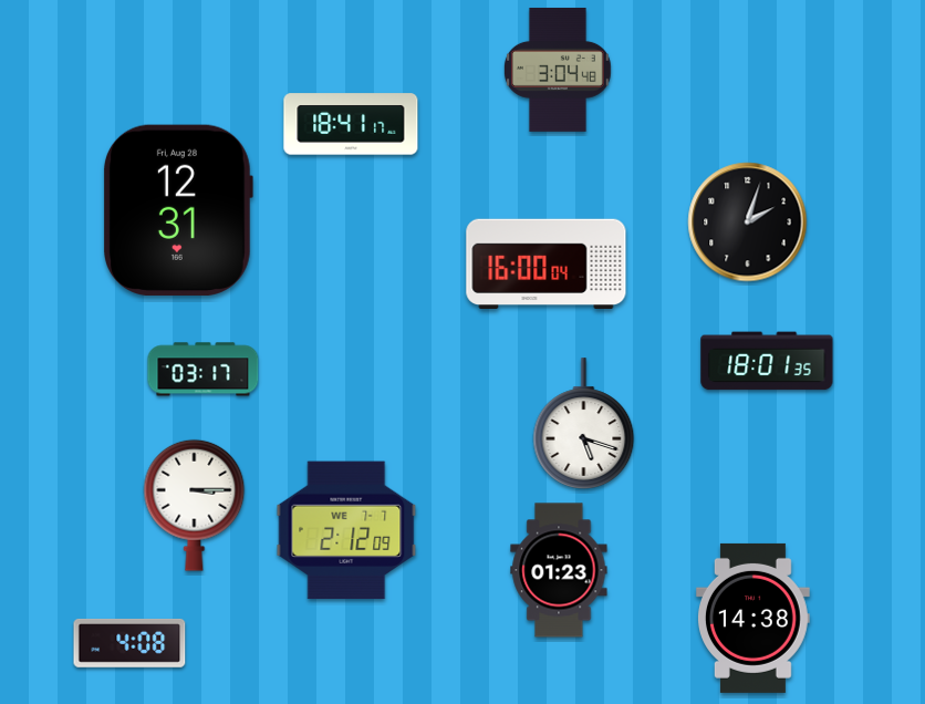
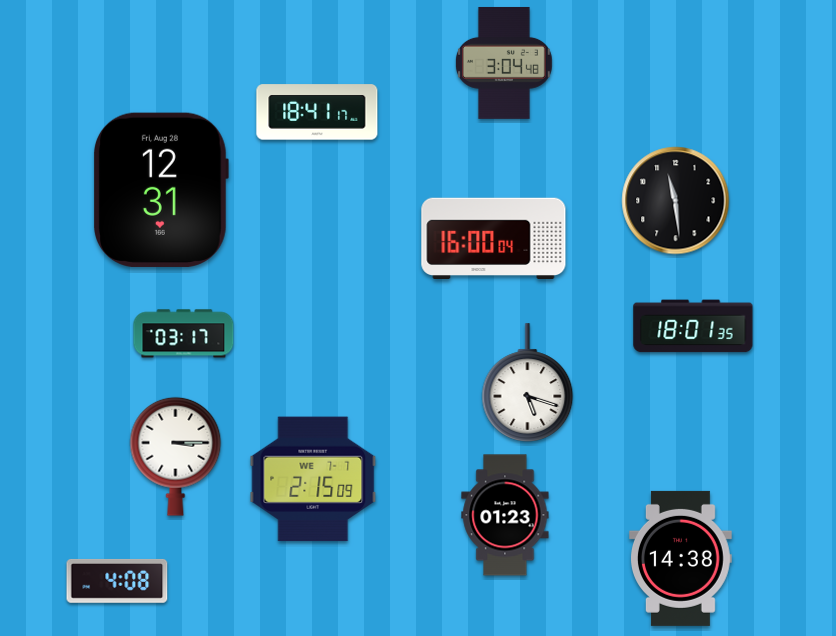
clock at (748, 222): 2:03 -> 11:29
clock at (346, 530): 2:12 -> 2:15
